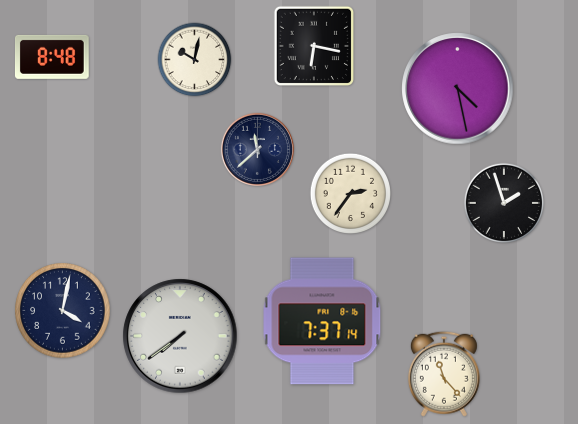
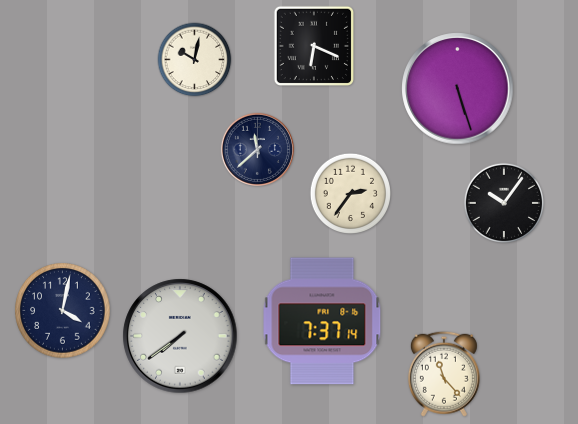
clock at (313, 45): 6:17 -> 6:19
clock at (52, 57): 8:48 -> none
clock at (458, 89): 4:28 -> 5:27
clock at (504, 203): 1:57 -> 10:06
